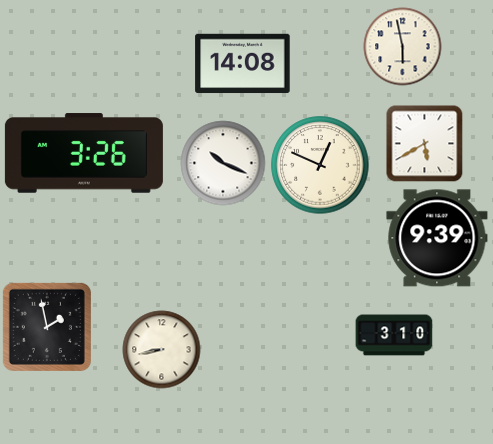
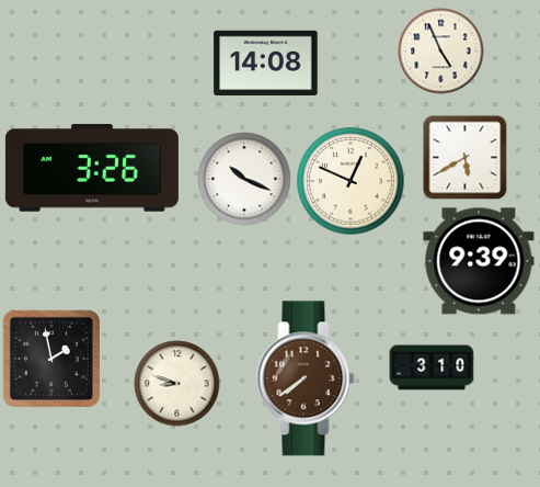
clock at (403, 47): 5:58 -> 4:56
clock at (243, 64) position: (243, 64) -> (266, 64)
clock at (306, 378): none -> 7:39
clock at (162, 350): 8:43 -> 8:48
